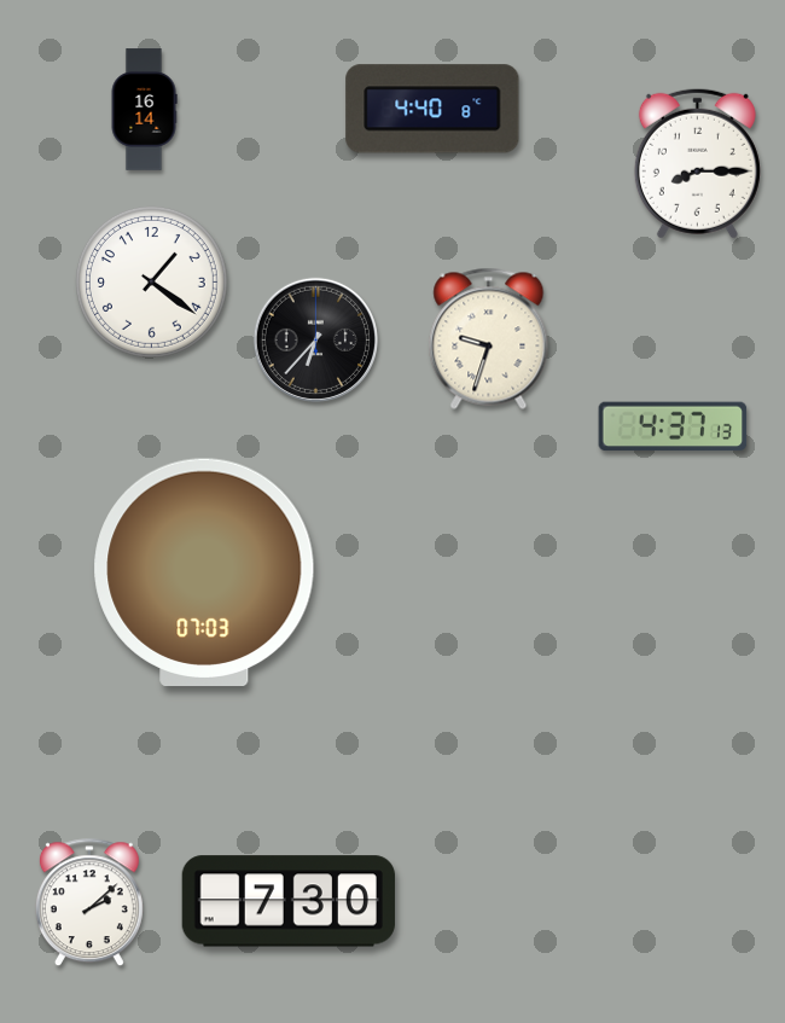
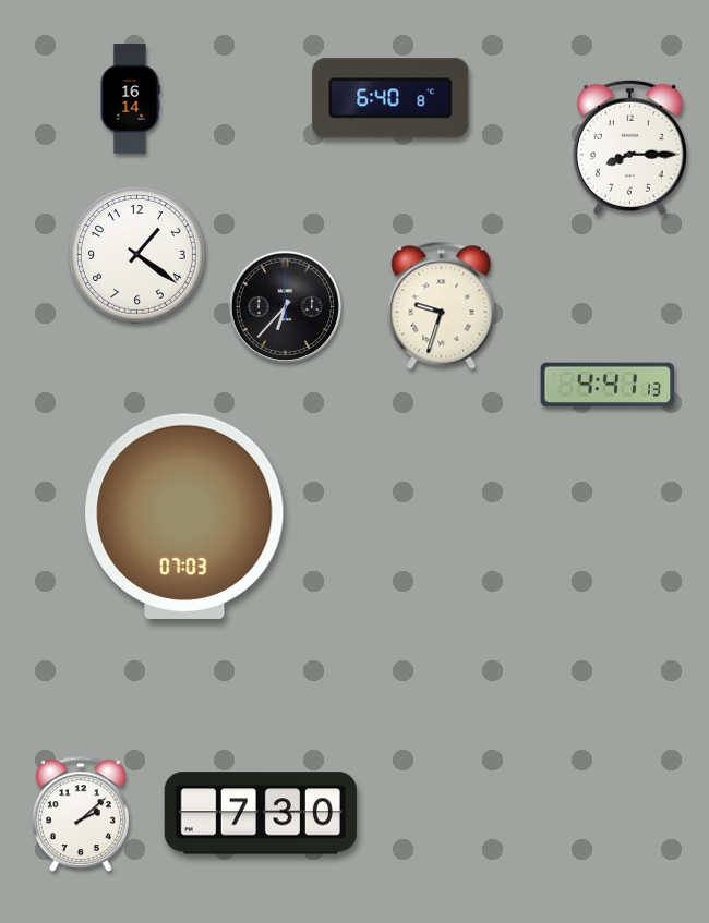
clock at (432, 109): 4:40 -> 6:40
clock at (673, 426): 4:37 -> 4:41
